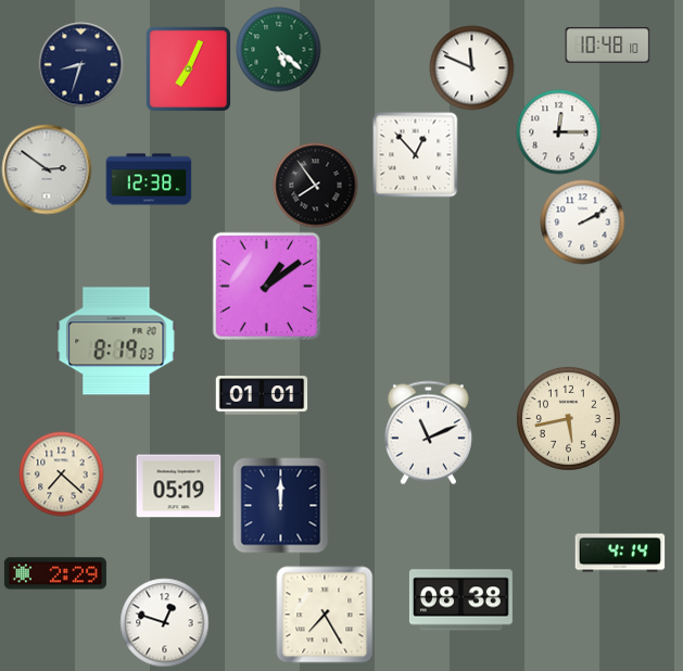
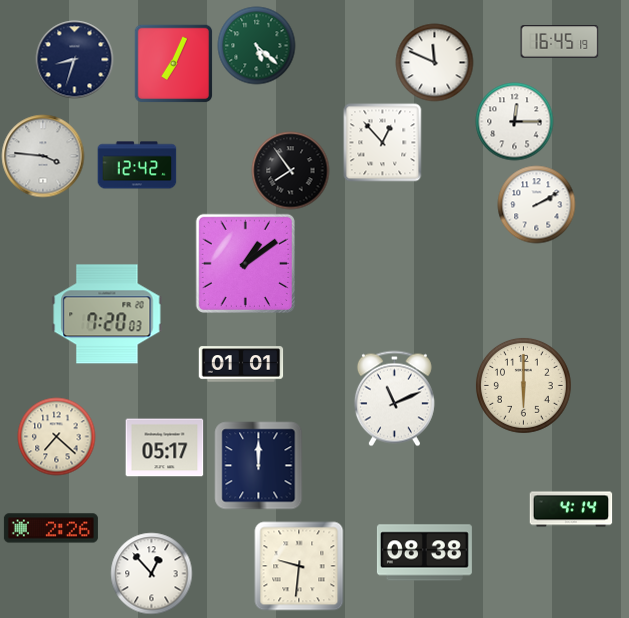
clock at (607, 46): 10:48 -> 16:45
clock at (47, 169): 2:51 -> 3:46
clock at (149, 179): 12:38 -> 12:42
clock at (116, 341): 8:19 -> 7:20
clock at (568, 418): 5:43 -> 6:00
clock at (178, 486): 05:19 -> 05:17
clock at (55, 573): 2:29 -> 2:26
clock at (325, 615): 7:25 -> 9:31
clock at (164, 622): 12:48 -> 12:53
